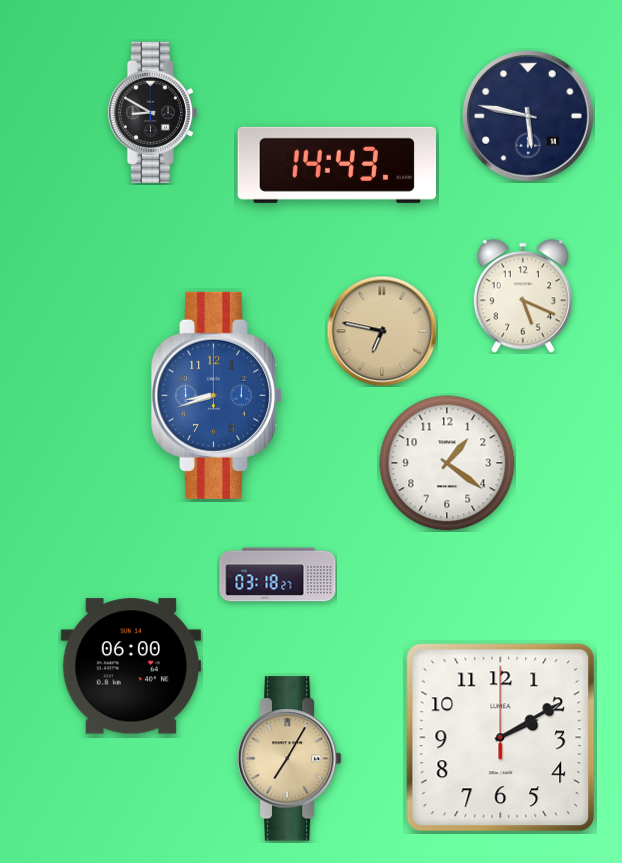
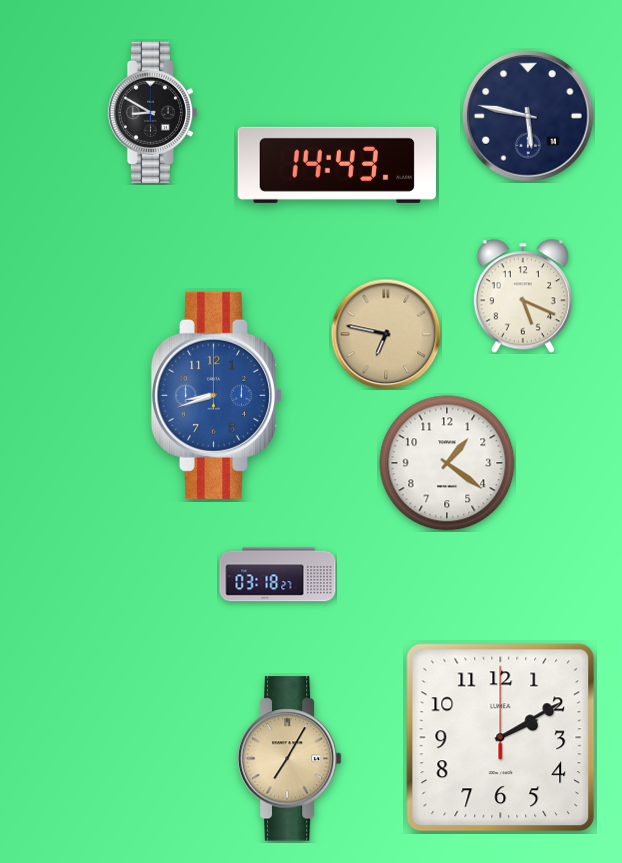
clock at (382, 331) position: (382, 331) -> (386, 334)
clock at (130, 666): 06:00 -> none
